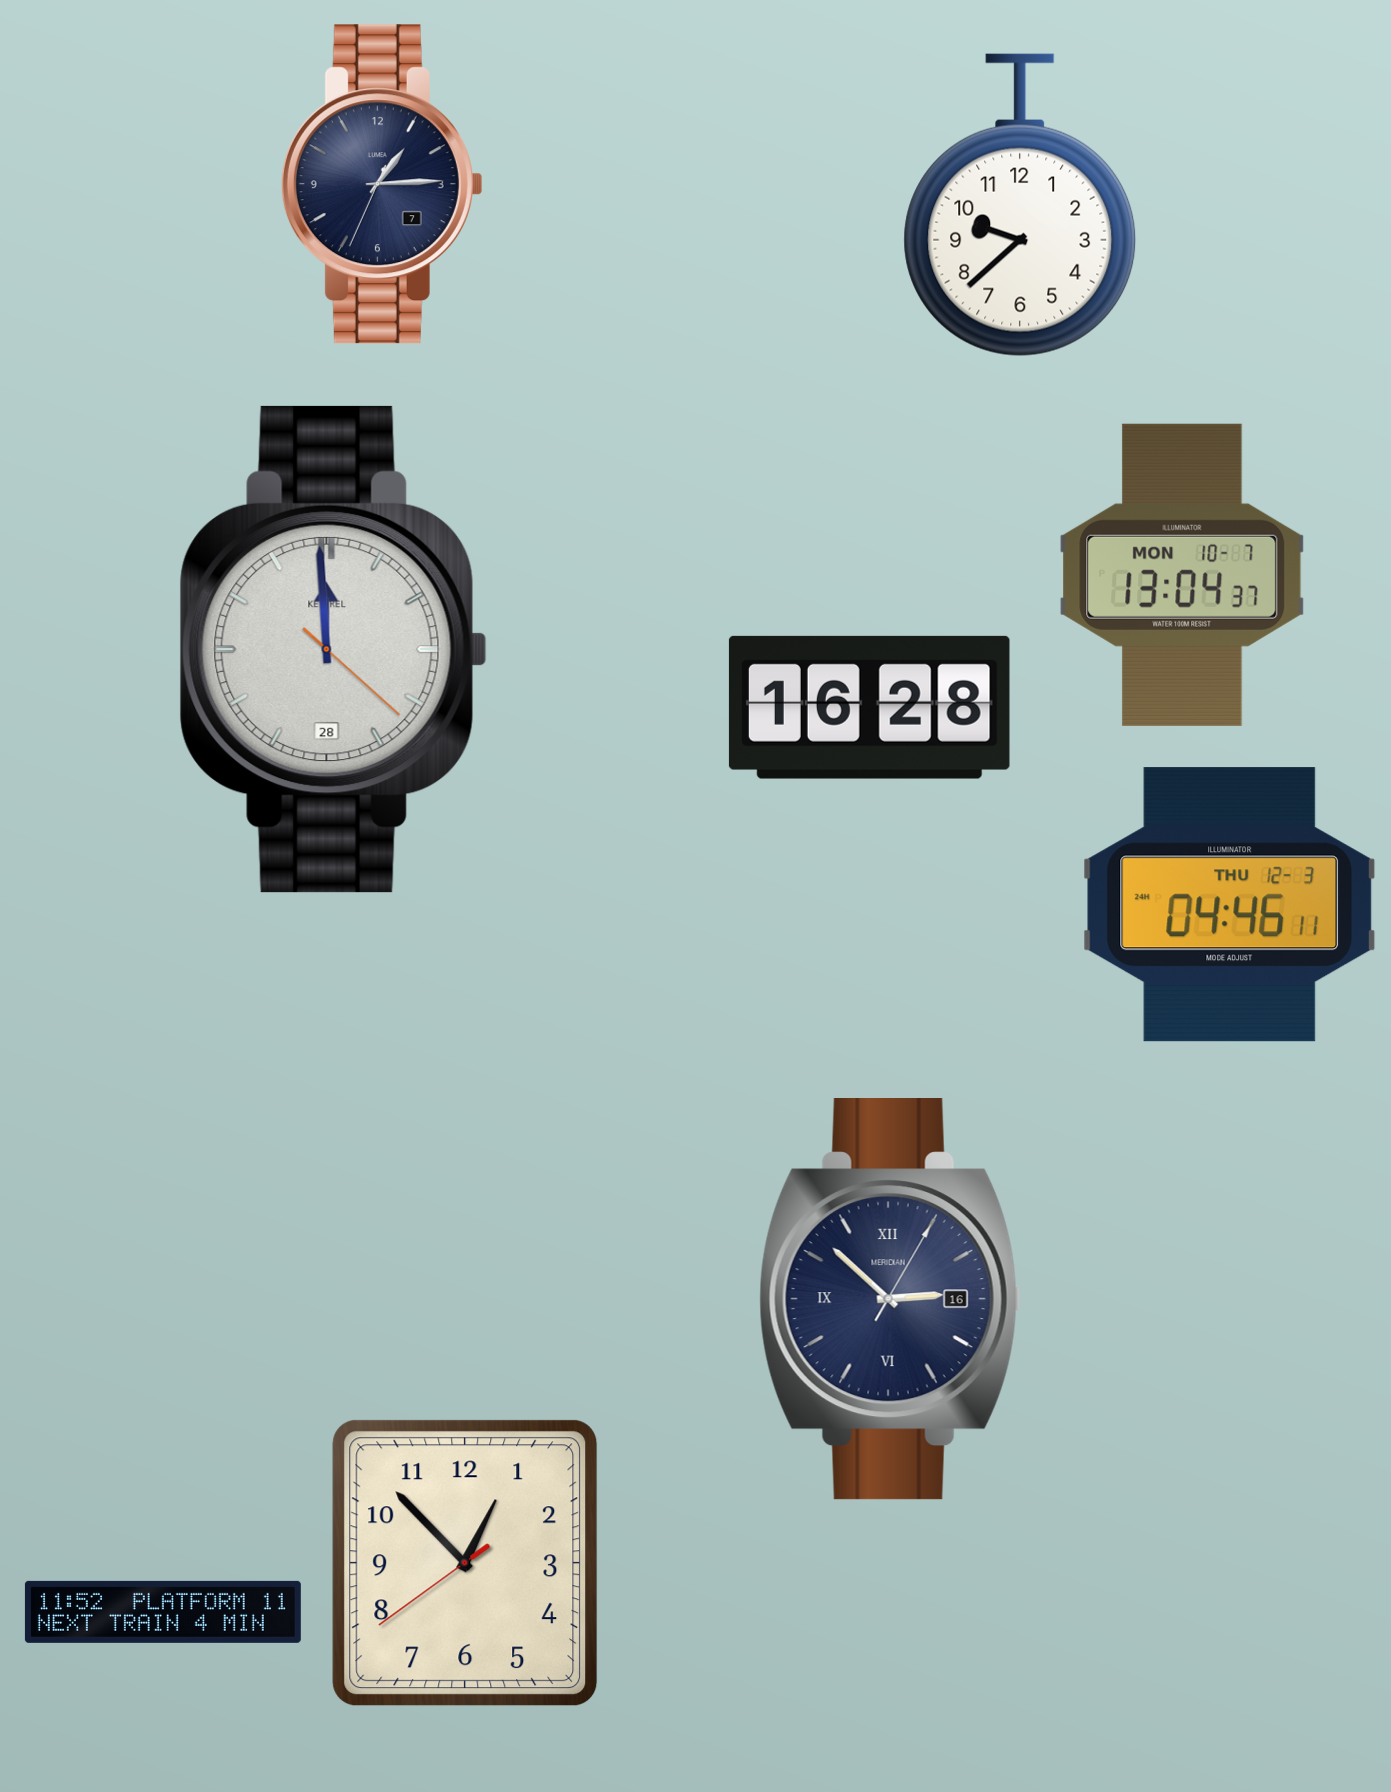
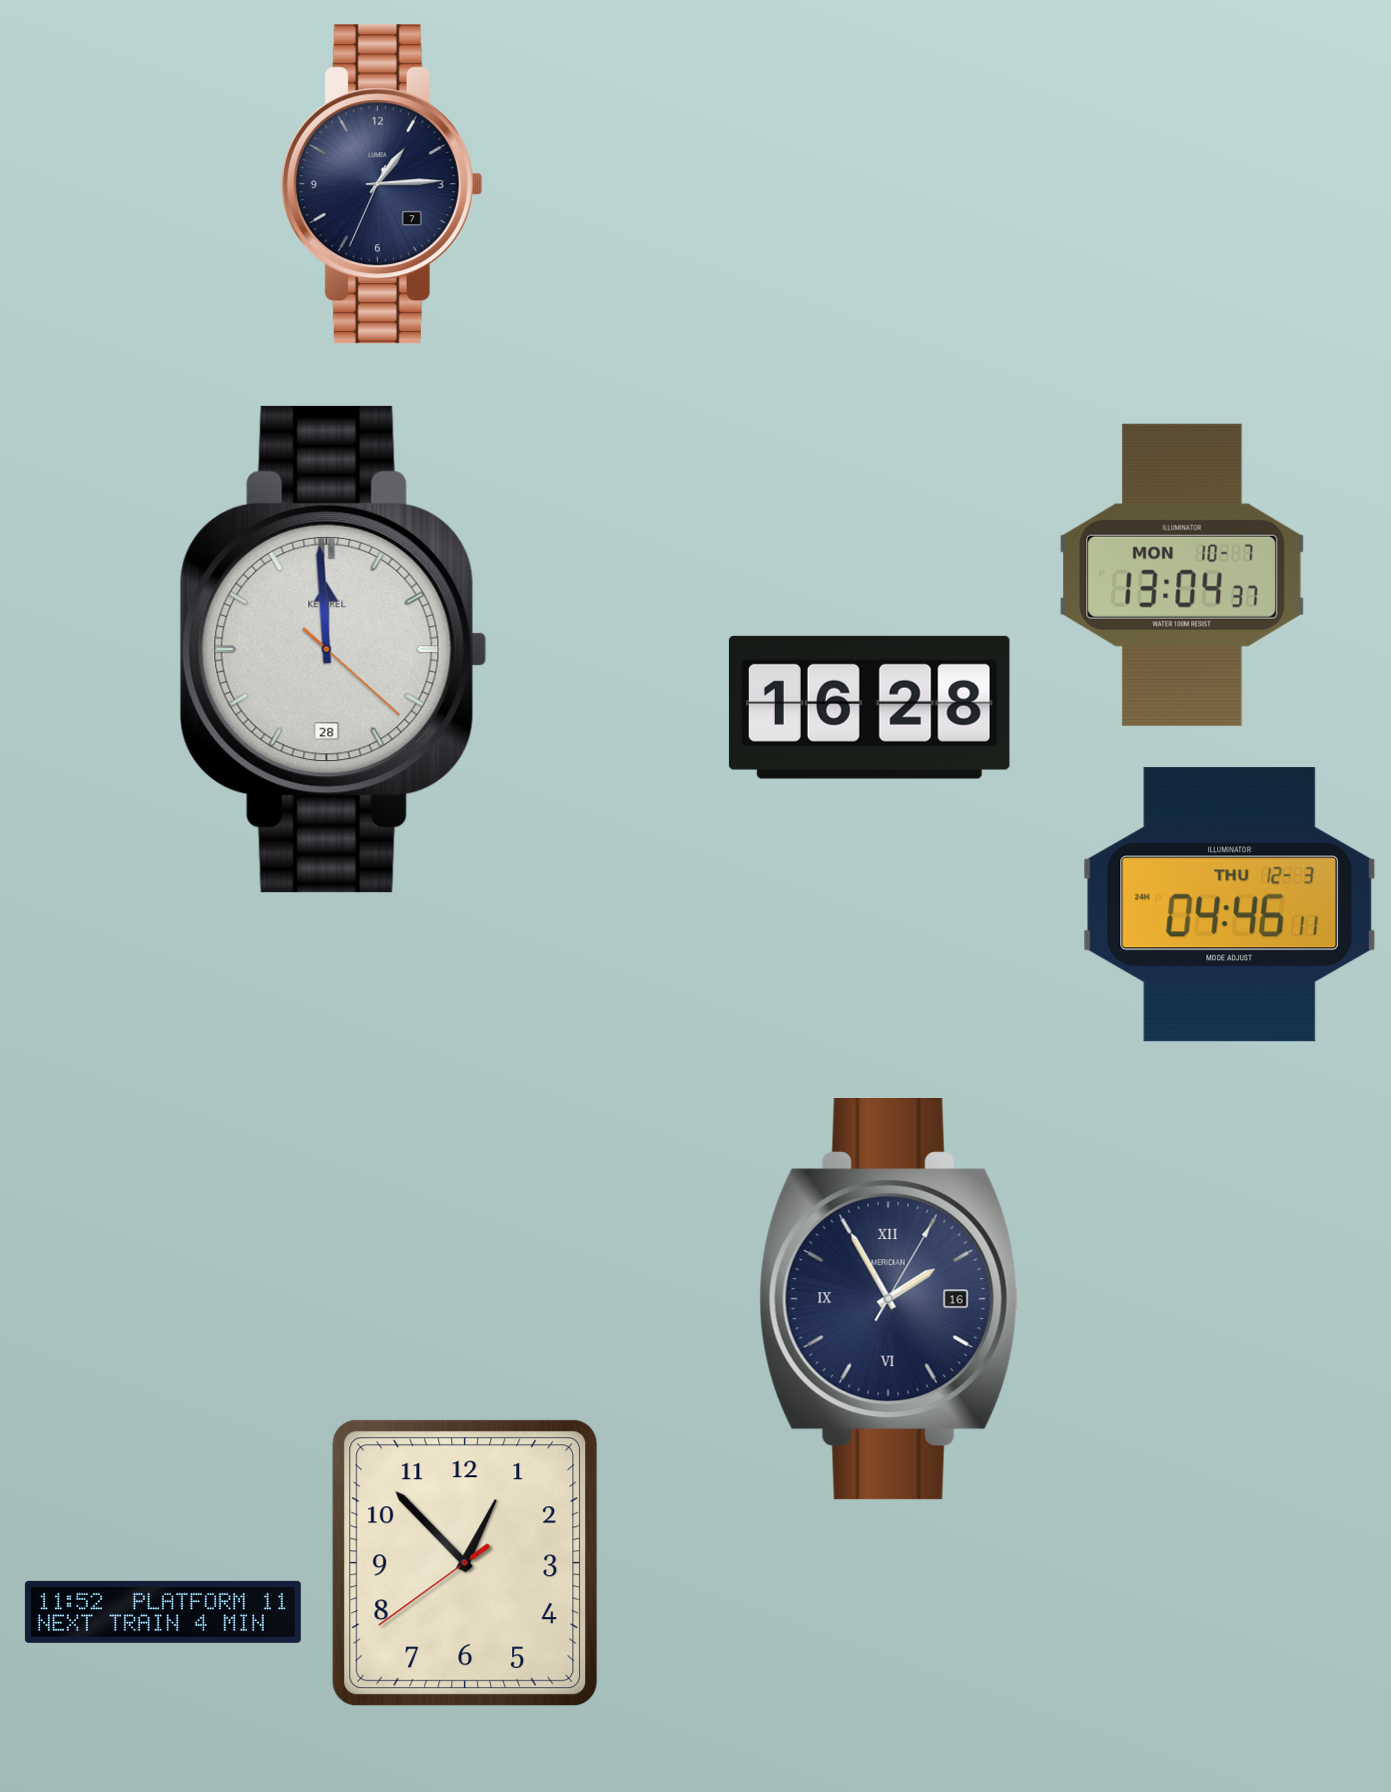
clock at (1020, 205): 9:38 -> none
clock at (890, 1300): 2:52 -> 1:55
